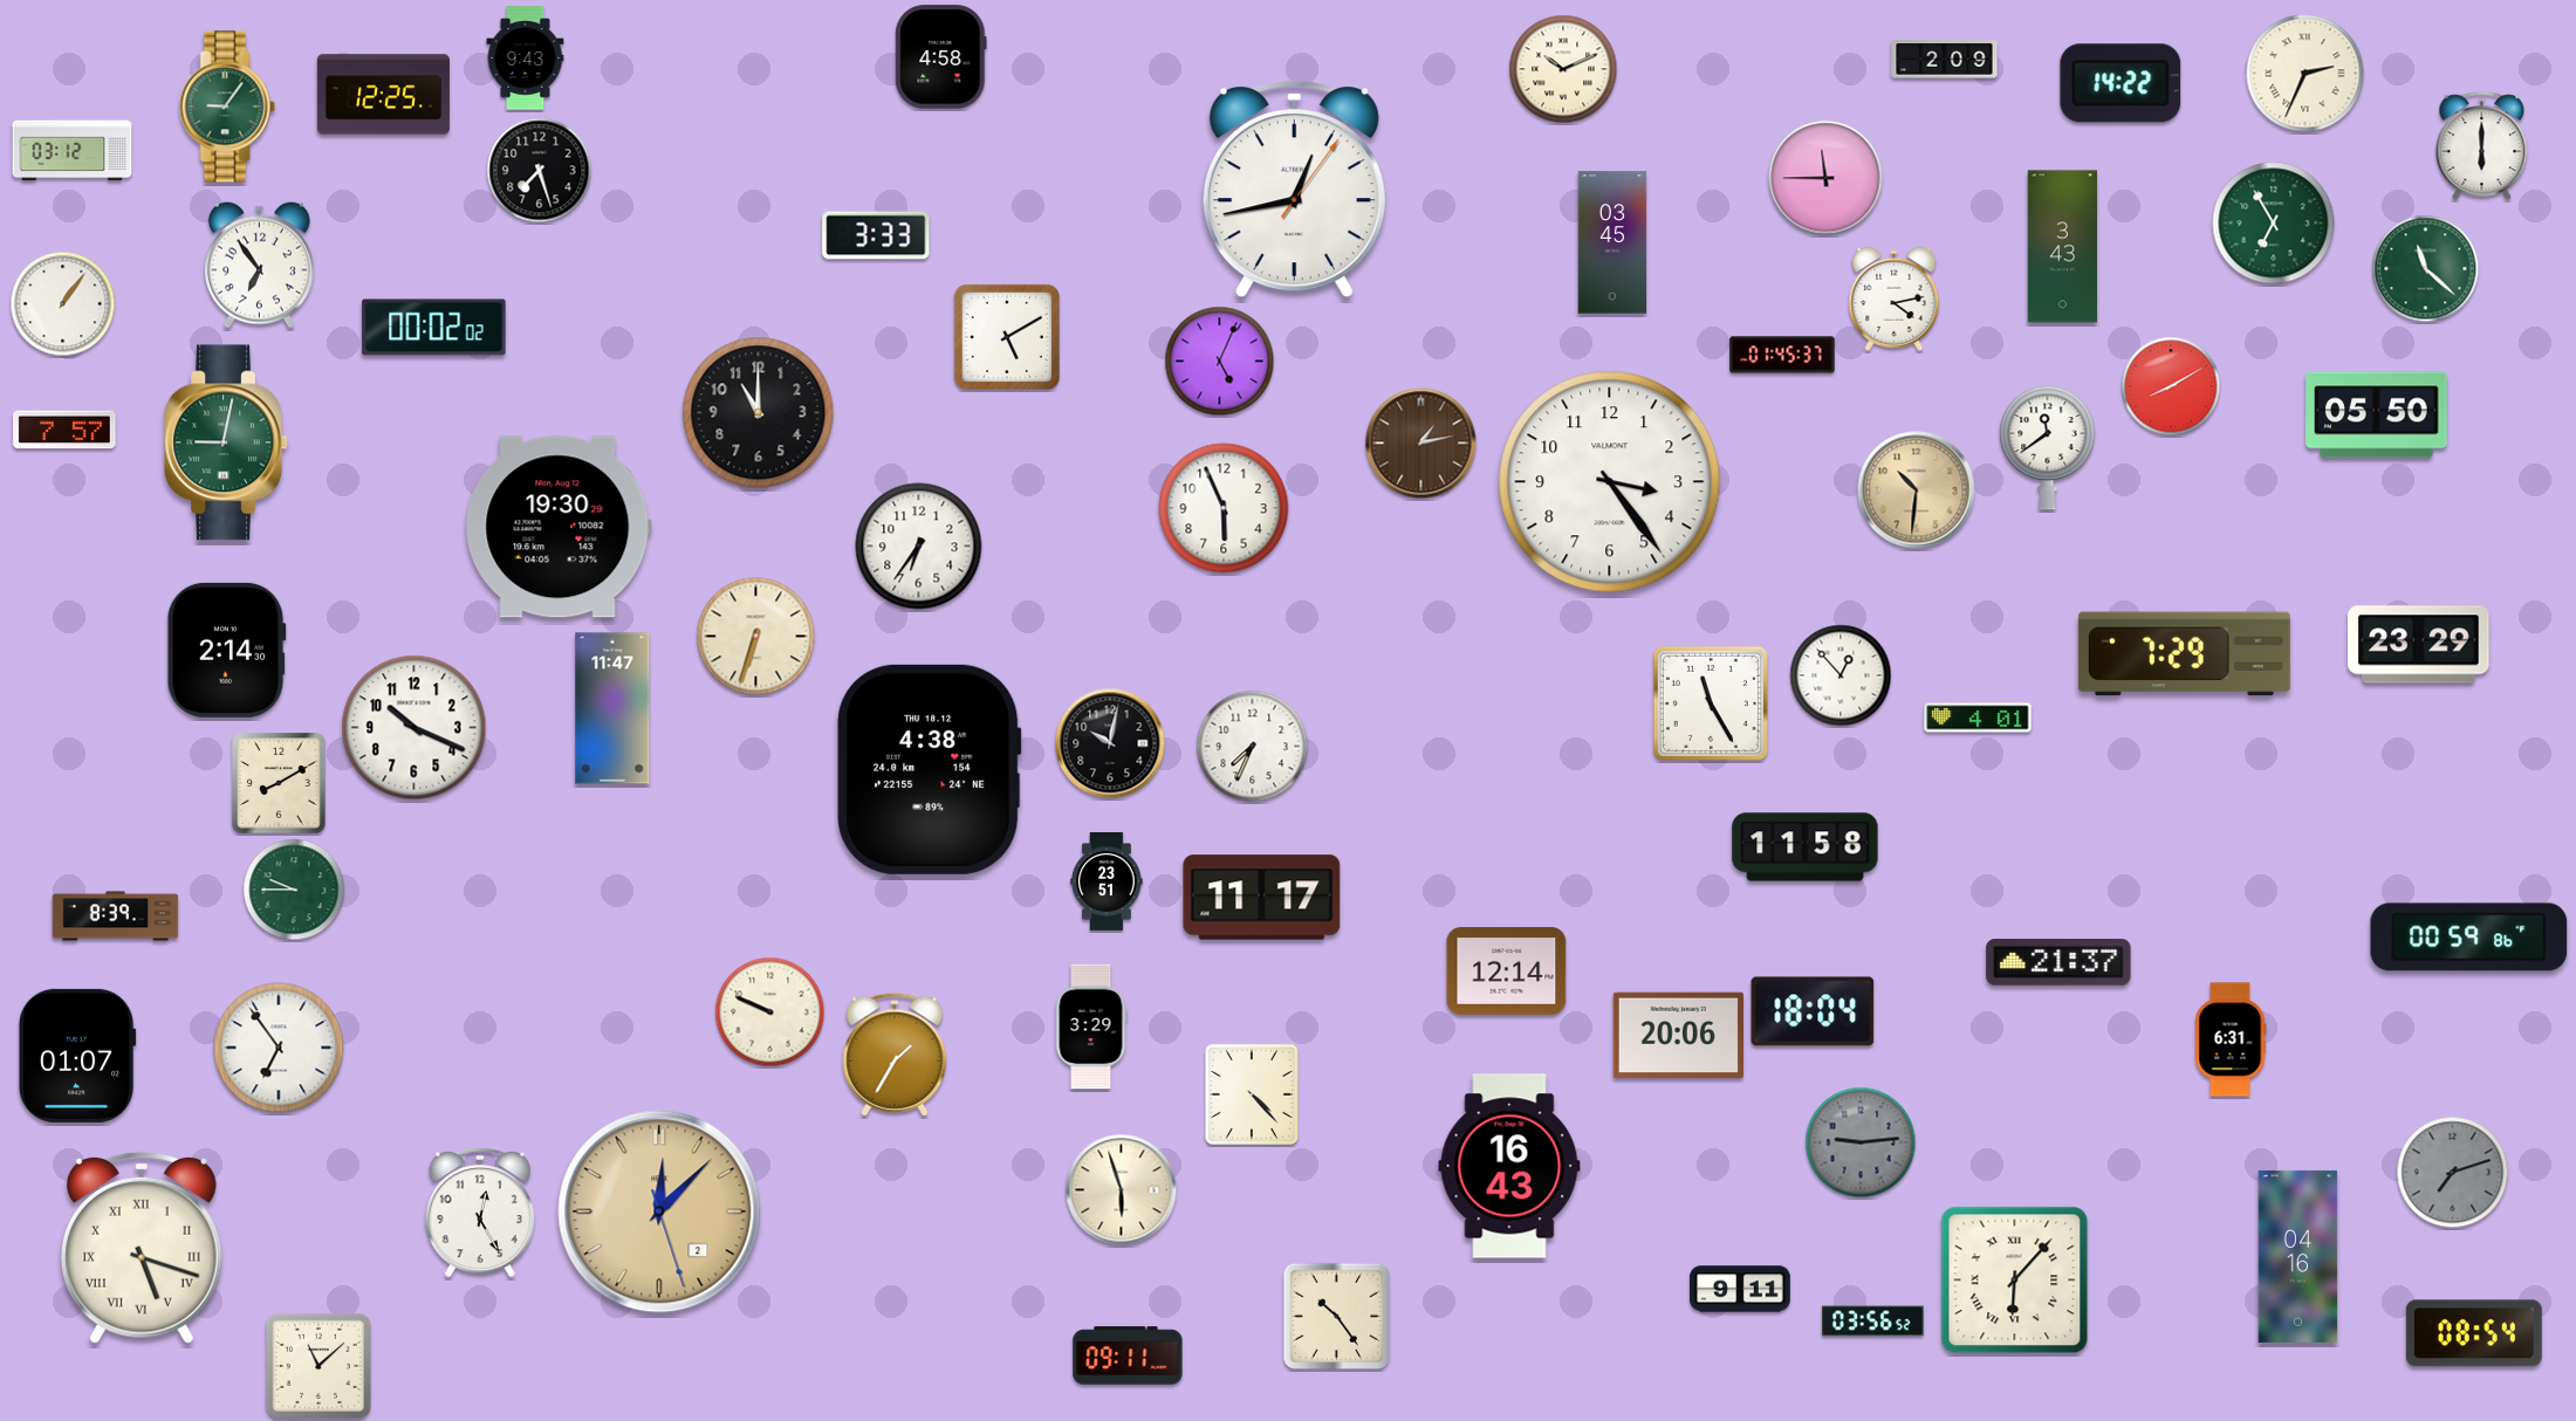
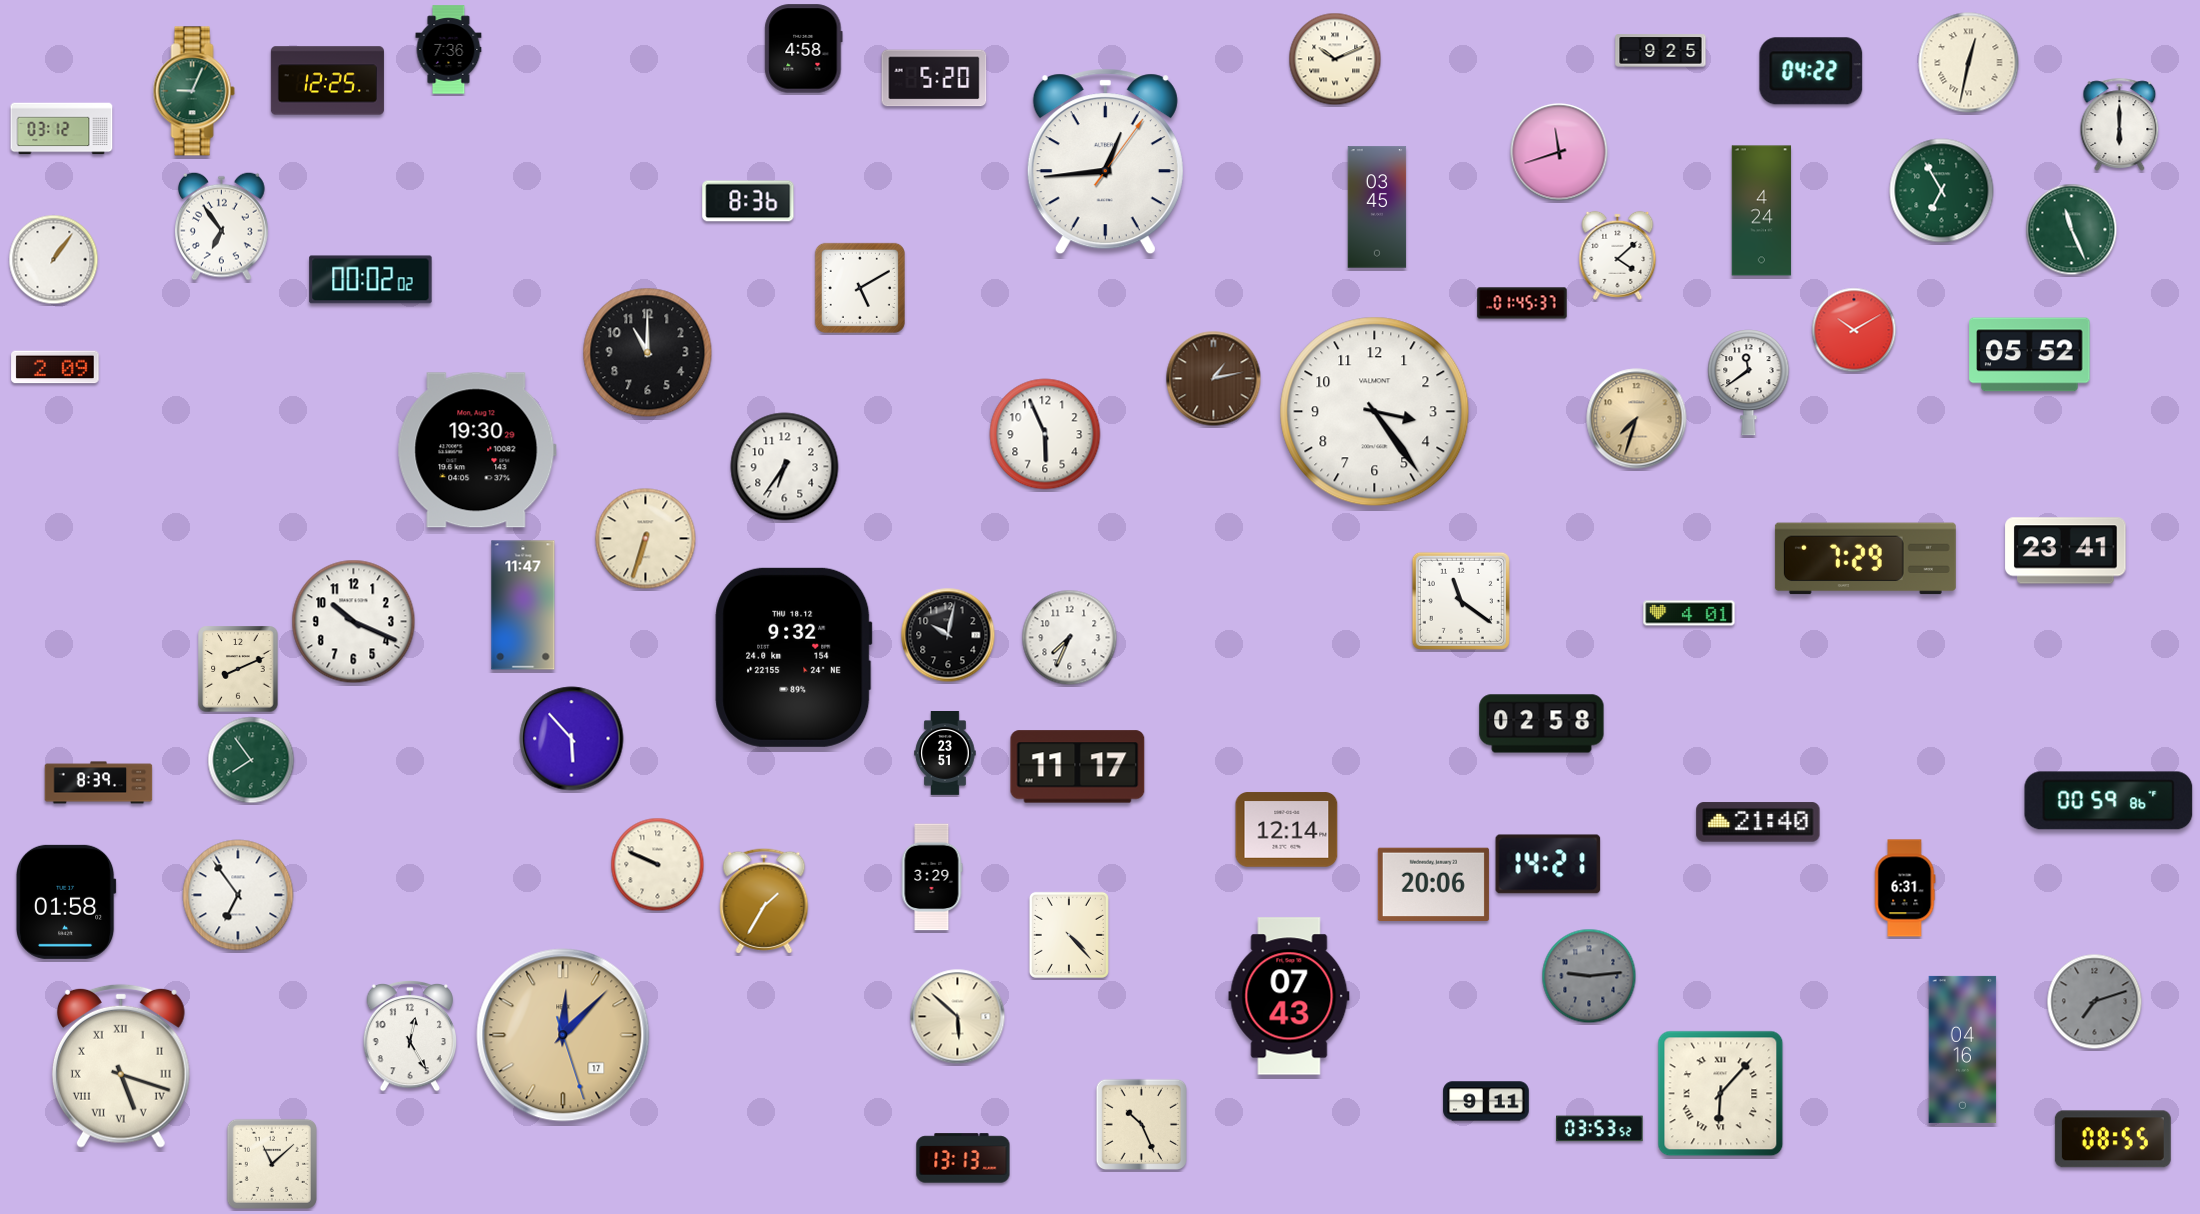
clock at (526, 59): 9:43 -> 7:36
clock at (1945, 60): 2:09 -> 9:25
clock at (2306, 74): 2:34 -> 12:32
clock at (2121, 83): 14:22 -> 04:22
clock at (934, 78): none -> 5:20
clock at (227, 107): 9:06 -> 9:04
clock at (540, 171): 7:27 -> none
clock at (1825, 178): 11:45 -> 11:42
clock at (1294, 190): 12:43 -> 12:44
clock at (876, 235): 3:33 -> 8:36
clock at (2063, 247): 3:43 -> 4:24
clock at (2426, 269): 11:22 -> 11:26
clock at (1895, 298): 4:13 -> 4:08
clock at (1220, 362): 5:04 -> none
clock at (2171, 386): 8:10 -> 10:10
clock at (2377, 416): 05:50 -> 05:52
clock at (64, 430): 7:57 -> 2:09
clock at (226, 442): 9:02 -> none
clock at (1917, 490): 10:31 -> 7:33
clock at (756, 637) position: (756, 637) -> (646, 539)
clock at (2419, 645): 23:29 -> 23:41
clock at (226, 650): 2:14 -> none
clock at (1841, 675): 12:53 -> none
clock at (1711, 703): 11:25 -> 11:21
clock at (930, 769): 4:38 -> 9:32
clock at (279, 783): 8:10 -> 8:11
clock at (1806, 847): 11:58 -> 02:58
clock at (572, 739): none -> 5:53
clock at (294, 890): 9:45 -> 7:54
clock at (2058, 962): 21:37 -> 21:40
clock at (1813, 1011): 18:04 -> 14:21
clock at (77, 1056): 01:07 -> 01:58
clock at (1509, 1166): 16:43 -> 07:43
clock at (1122, 1190): 5:57 -> 5:52
clock at (659, 1211) date: 2 -> 17
clock at (2298, 1256) position: (2298, 1256) -> (1963, 1049)
clock at (1337, 1317): 10:24 -> 10:26
clock at (1873, 1322): 03:56 -> 03:53
clock at (2474, 1333): 08:54 -> 08:55
clock at (1128, 1355): 09:11 -> 13:13
clock at (318, 1366) position: (318, 1366) -> (272, 1164)
